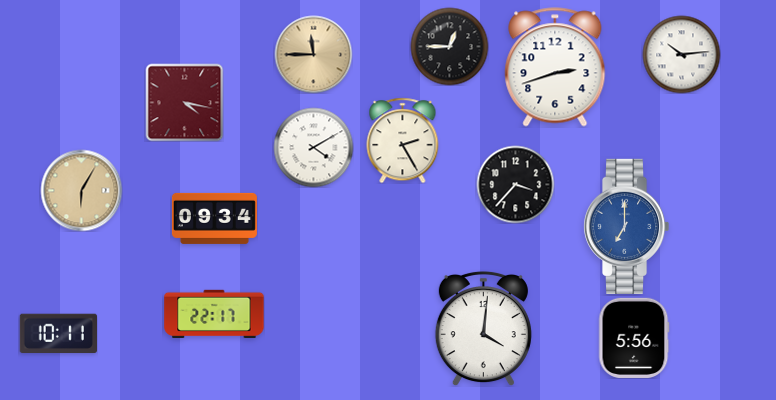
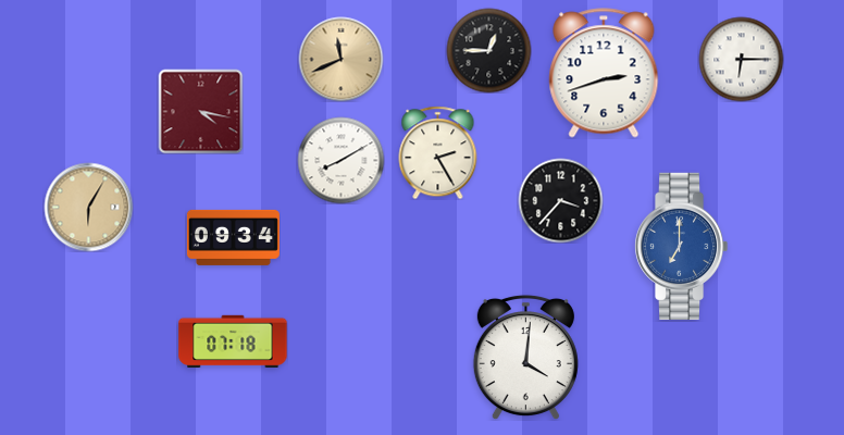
clock at (313, 54): 11:45 -> 11:41
clock at (681, 54): 10:14 -> 6:15
clock at (313, 147): 4:10 -> 8:10
clock at (214, 313): 22:17 -> 07:18
clock at (58, 334): 10:11 -> none
clock at (634, 338): 5:56 -> none
